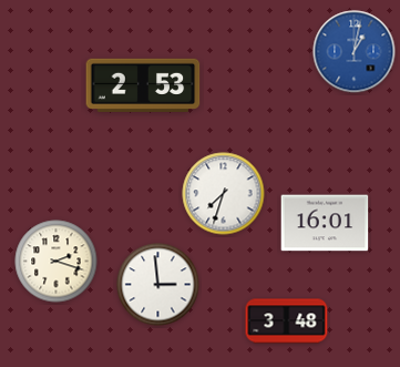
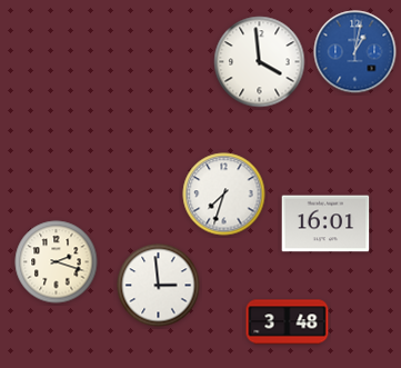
clock at (260, 62): none -> 3:59
clock at (143, 84): 2:53 -> none
